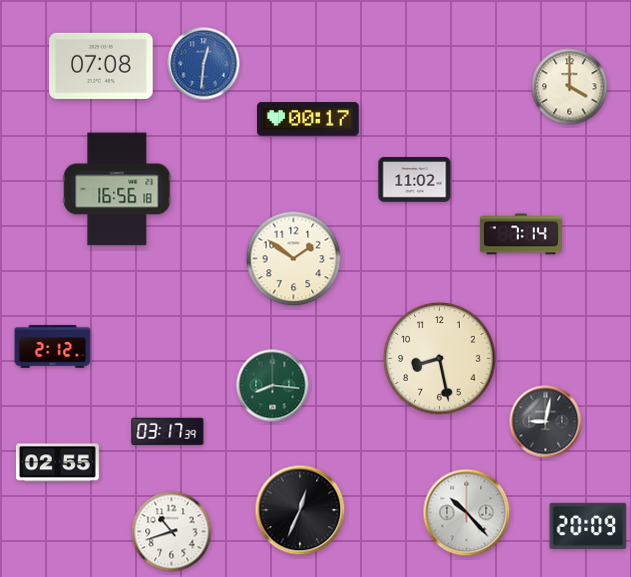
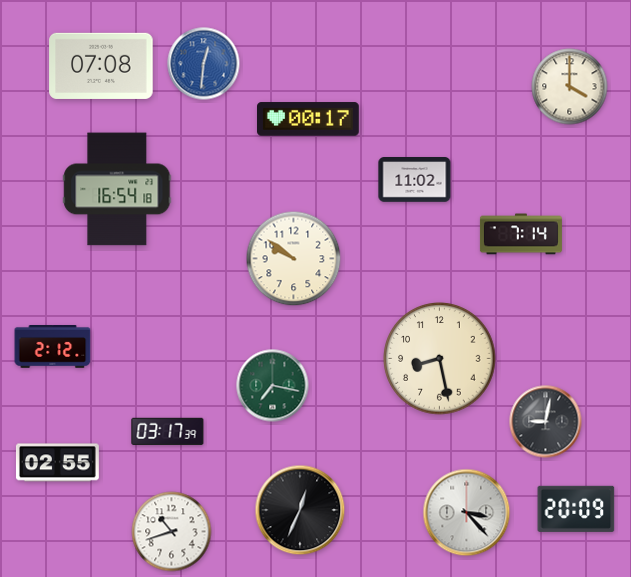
clock at (117, 189): 16:56 -> 16:54
clock at (294, 259): 1:51 -> 9:51
clock at (273, 386): 8:16 -> 7:17
clock at (467, 513): 10:23 -> 3:23
clock at (588, 526) position: (588, 526) -> (576, 509)
